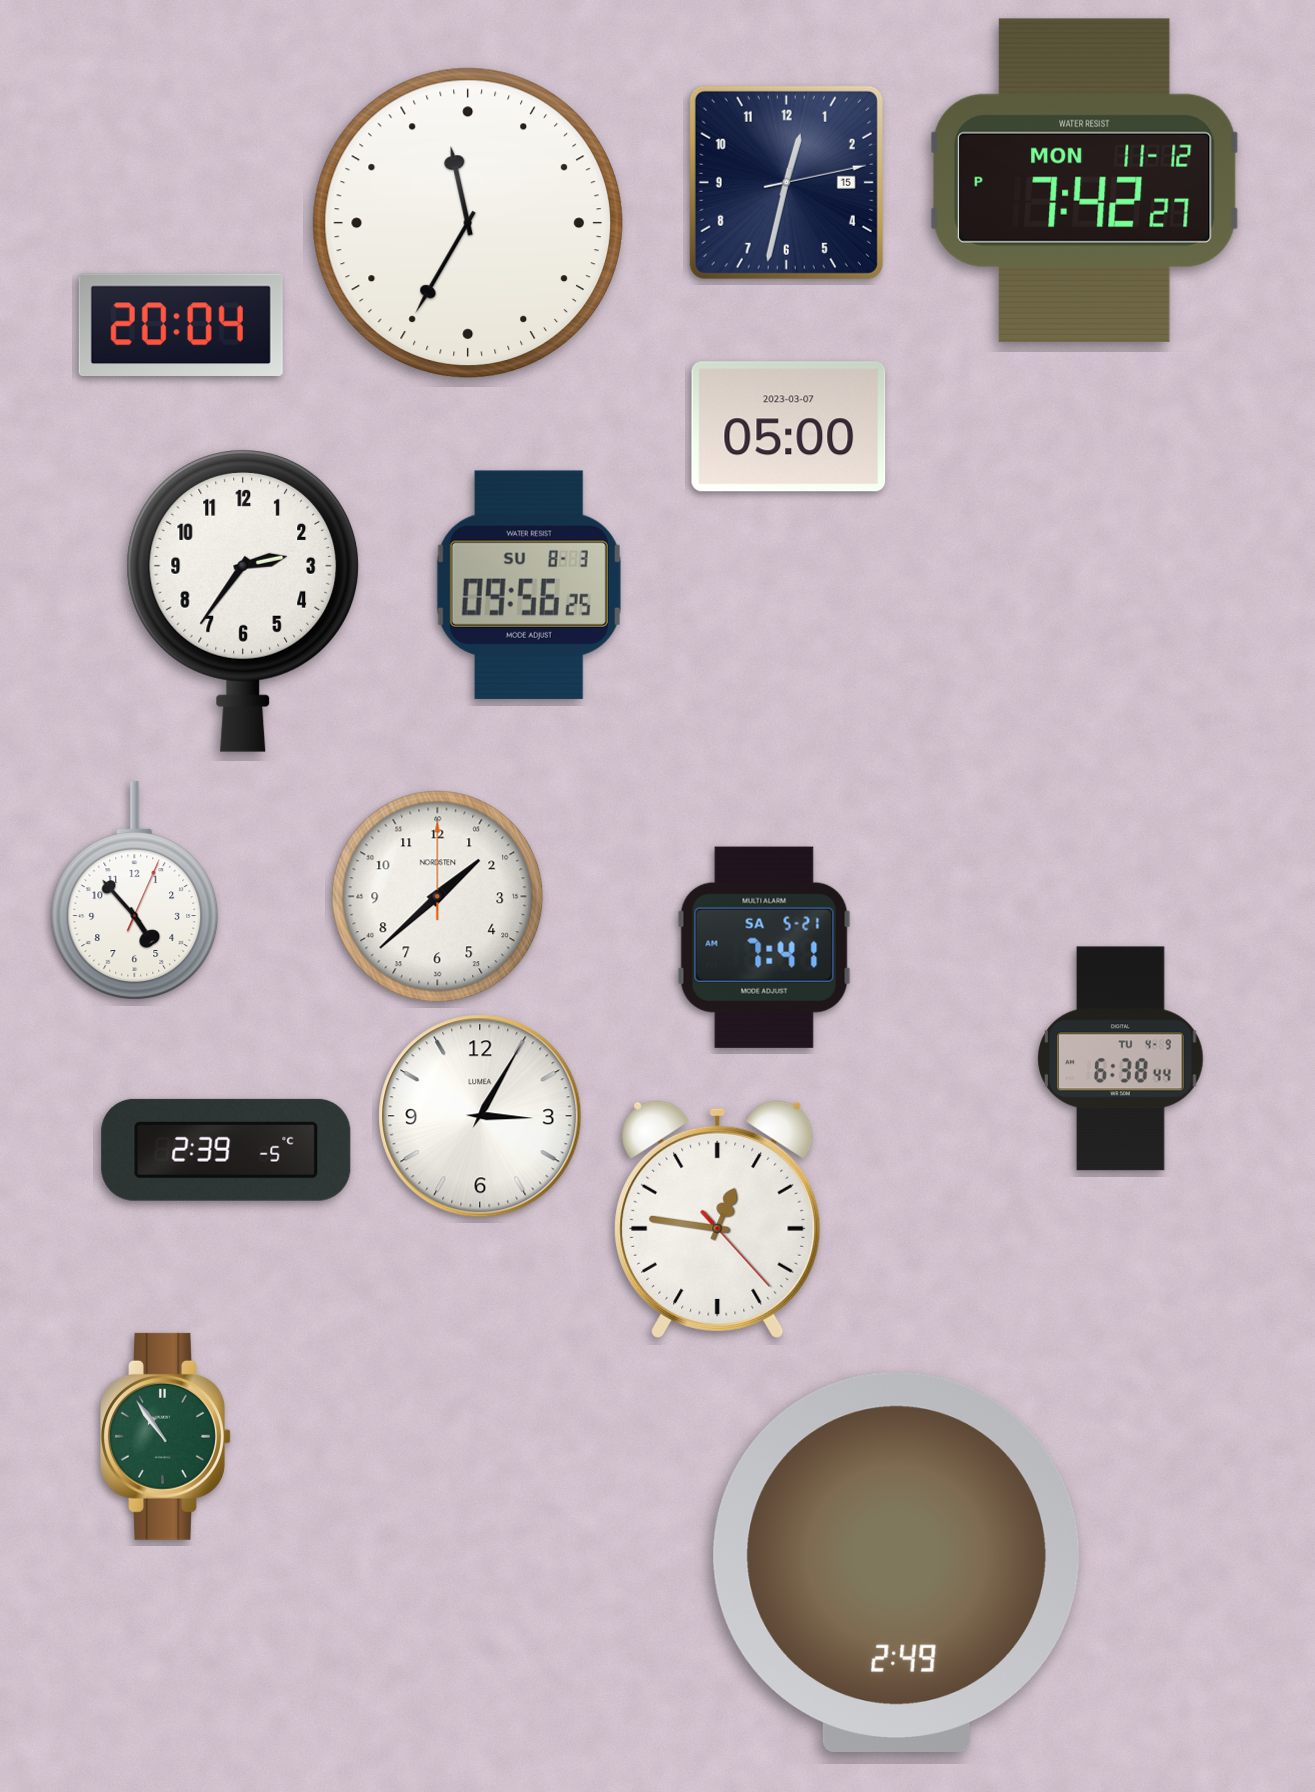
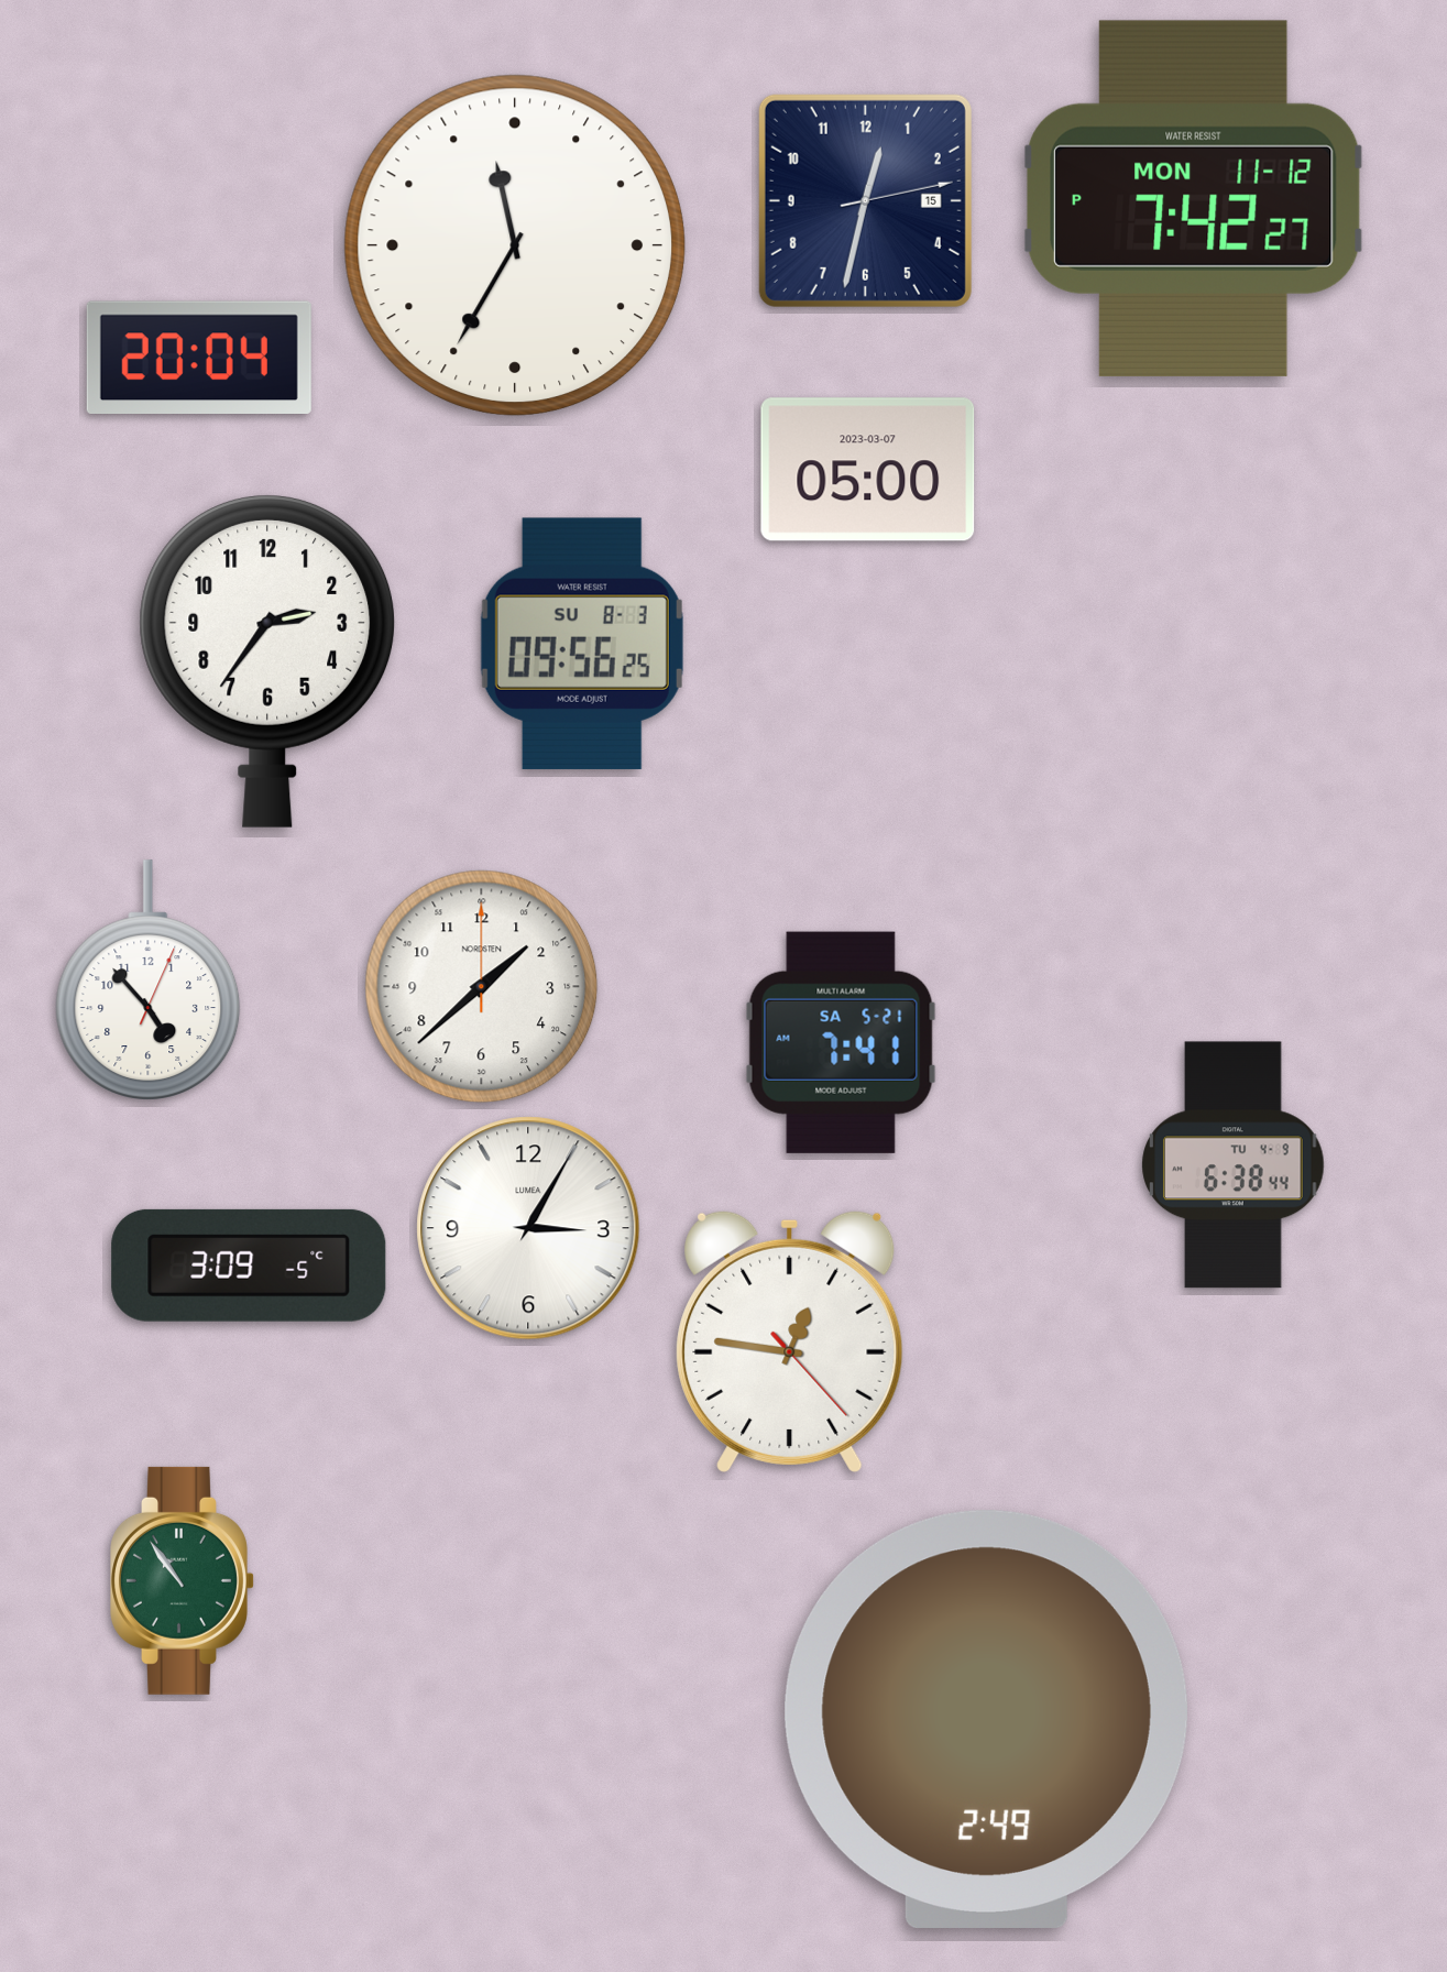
clock at (226, 1150): 2:39 -> 3:09
